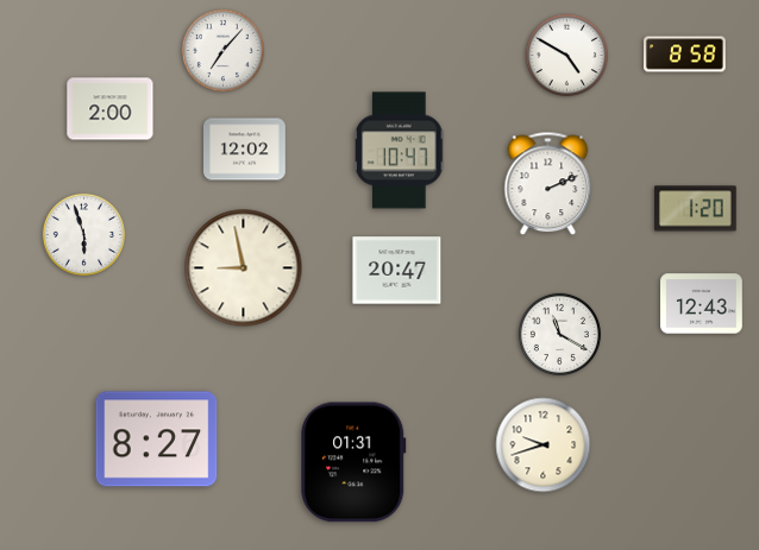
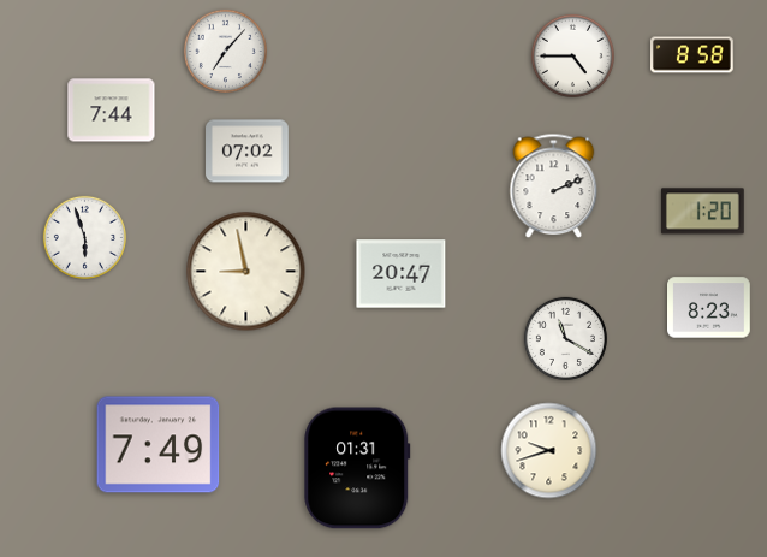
clock at (566, 55): 4:50 -> 4:45
clock at (111, 109): 2:00 -> 7:44
clock at (245, 150): 12:02 -> 07:02
clock at (400, 151): 10:47 -> none
clock at (702, 304): 12:43 -> 8:23
clock at (157, 440): 8:27 -> 7:49
